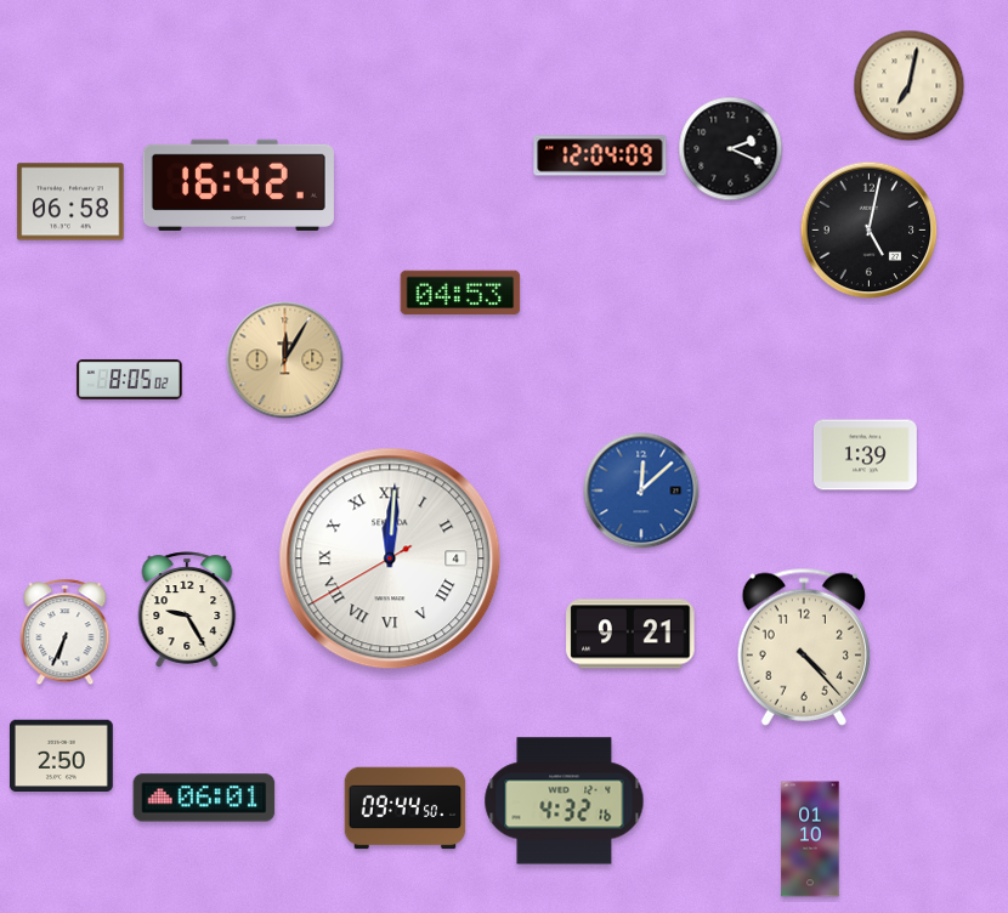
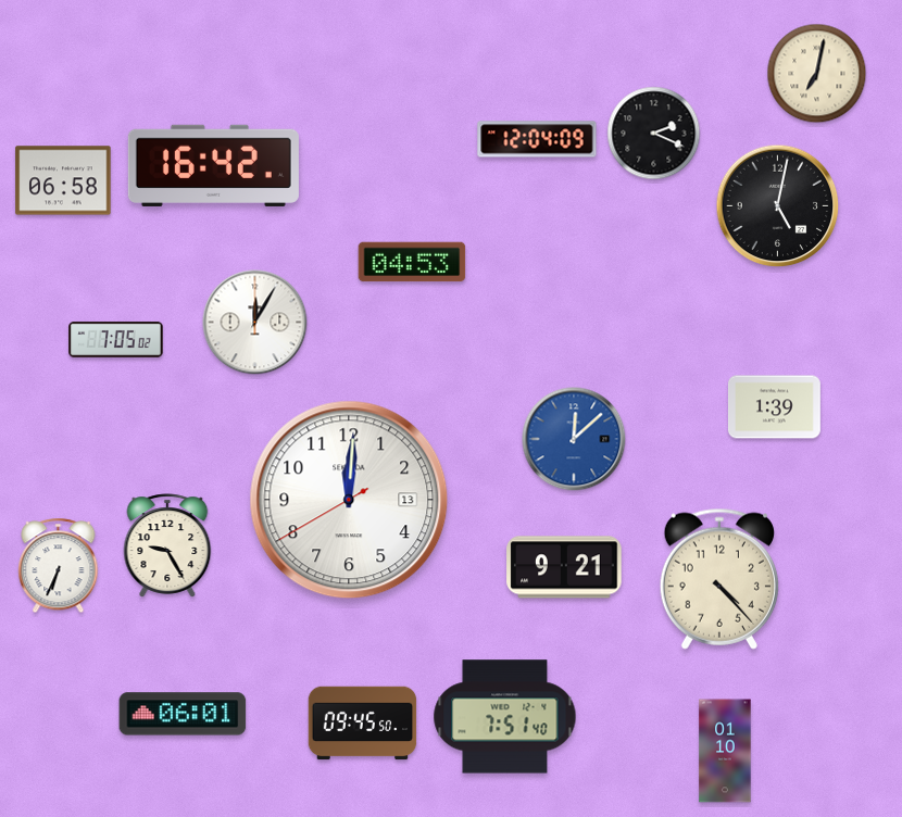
clock at (910, 86) position: (910, 86) -> (817, 74)
clock at (285, 361) dial: champagne -> white
clock at (130, 379): 8:05 -> 7:05
clock at (390, 558) date: 4 -> 13
clock at (390, 558) numerals: Roman -> Arabic
clock at (61, 755): 2:50 -> none
clock at (565, 801): 4:32 -> 7:51
clock at (406, 809): 09:44 -> 09:45
